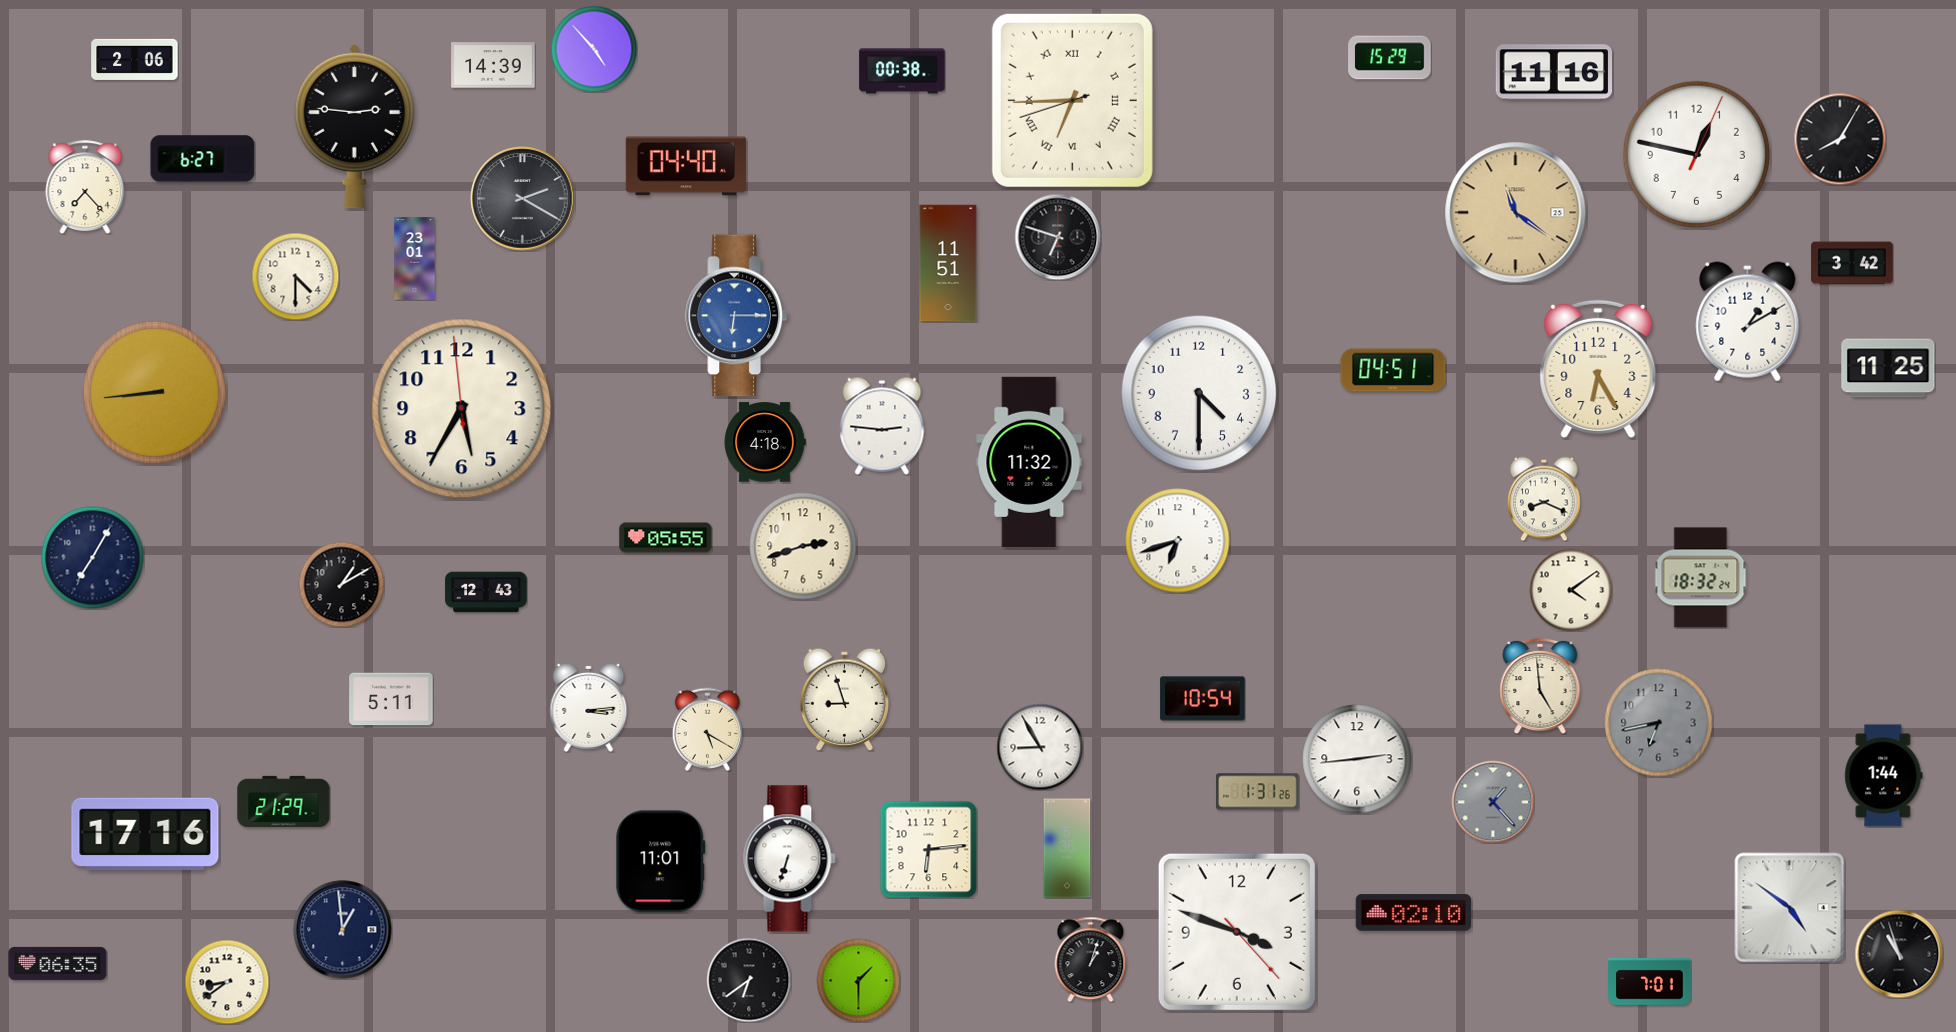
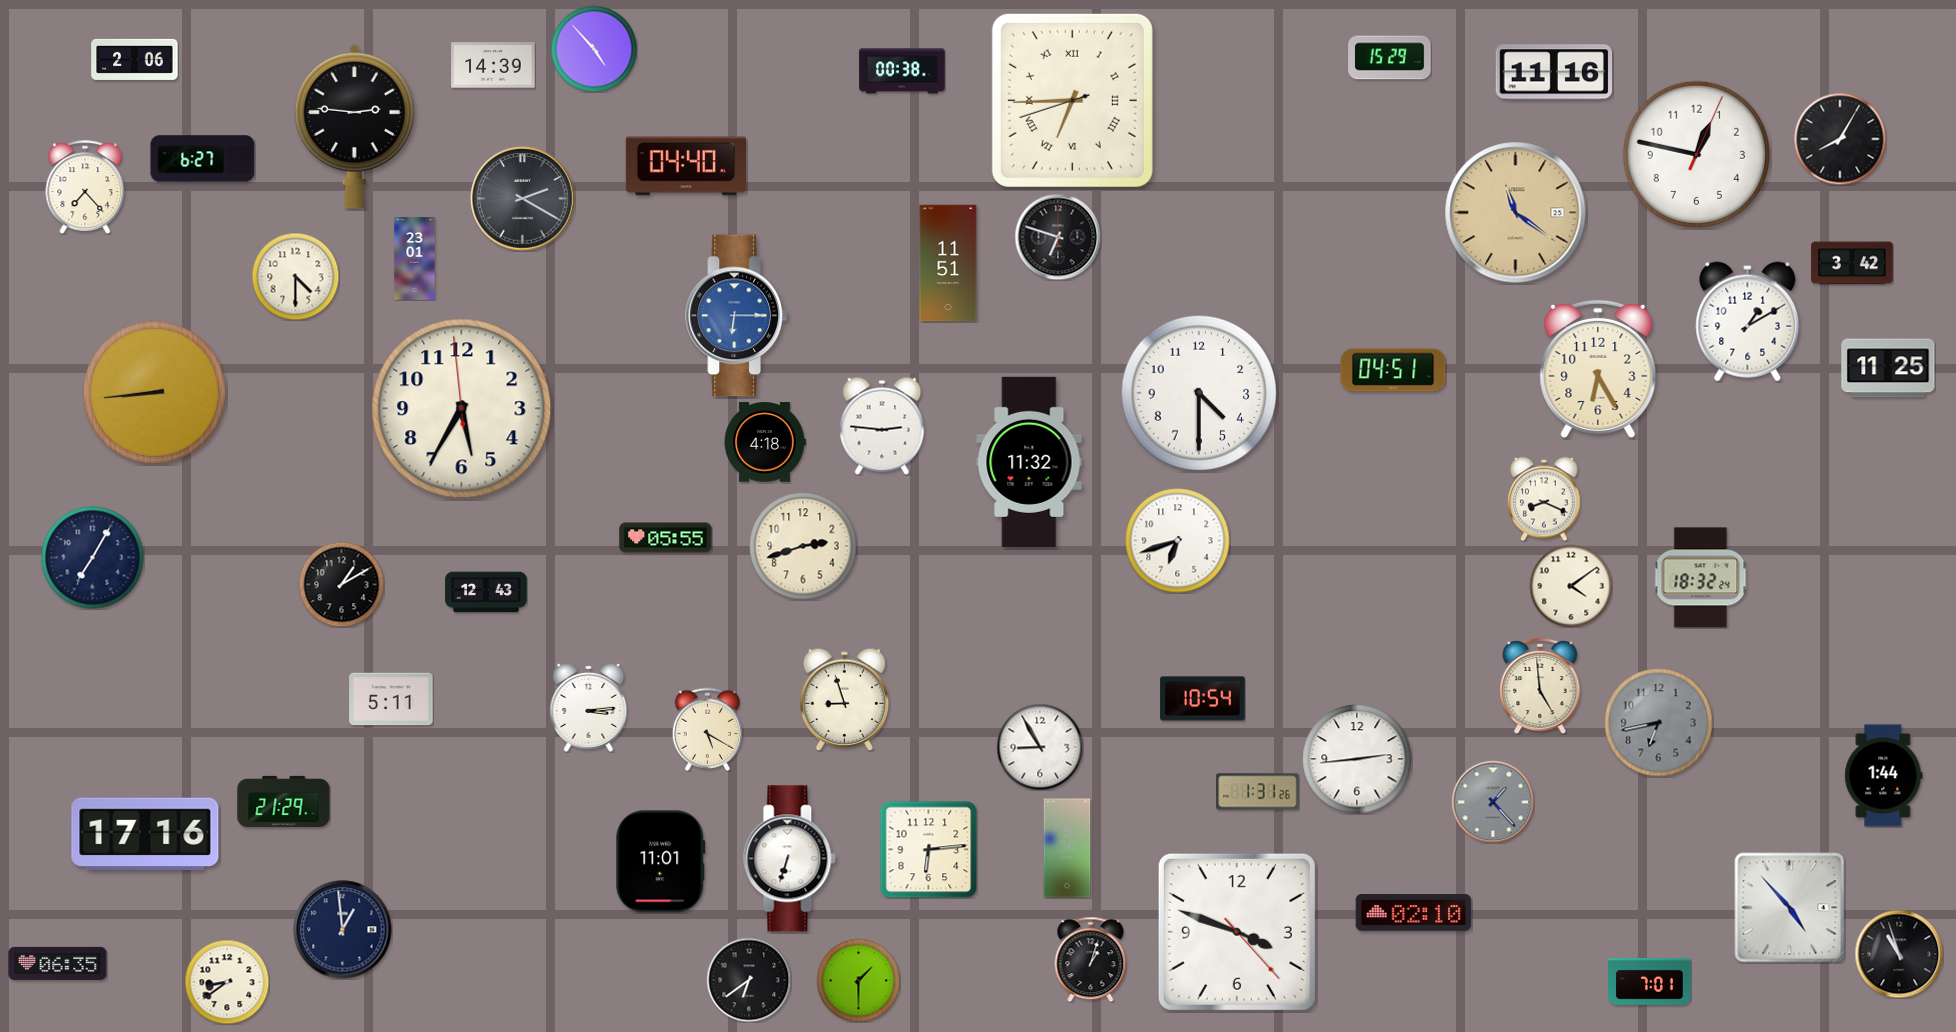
clock at (1571, 590) position: (1571, 590) -> (1571, 586)
clock at (1790, 908): 4:51 -> 4:53
